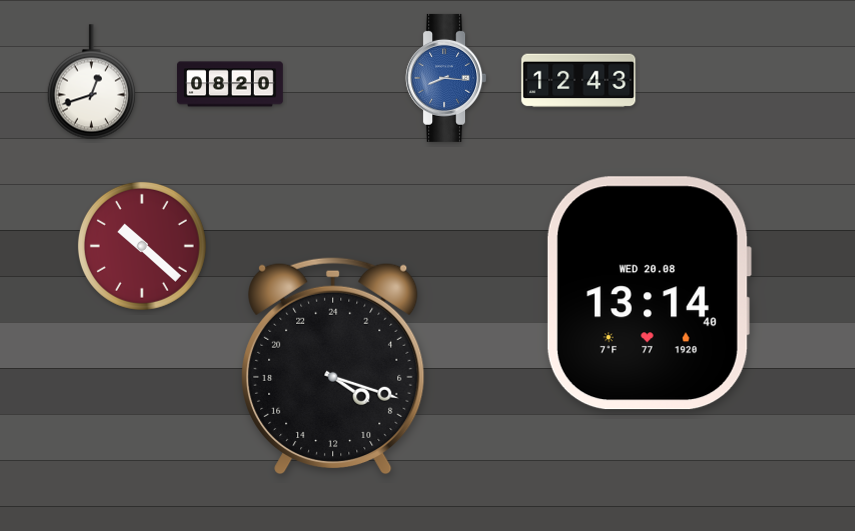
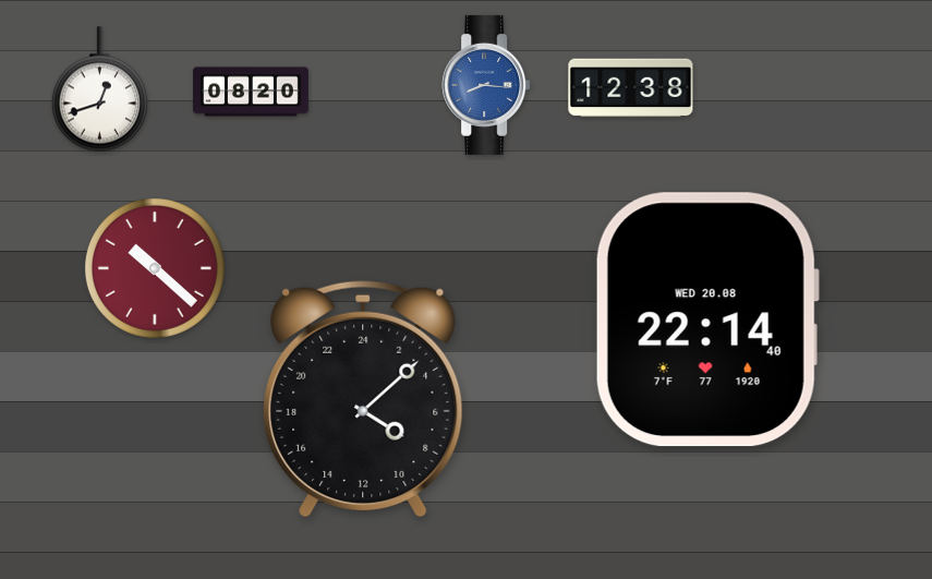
clock at (579, 81): 12:43 -> 12:38
clock at (649, 293): 13:14 -> 22:14
clock at (333, 366): 8:18 -> 8:08
